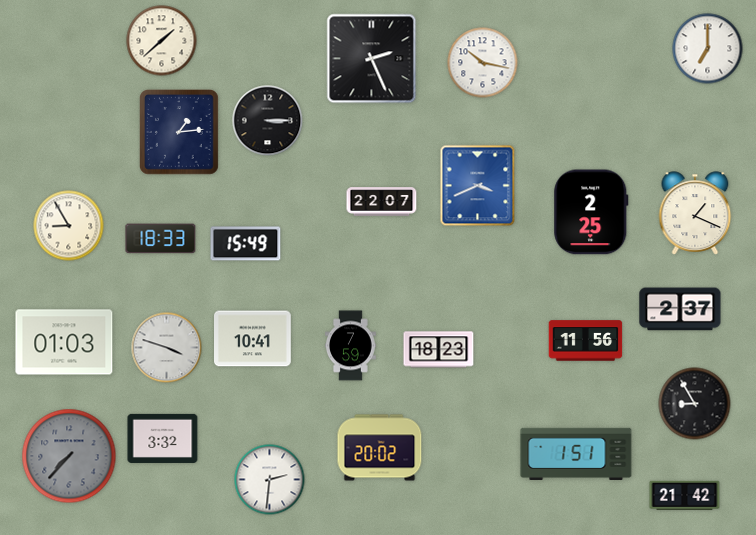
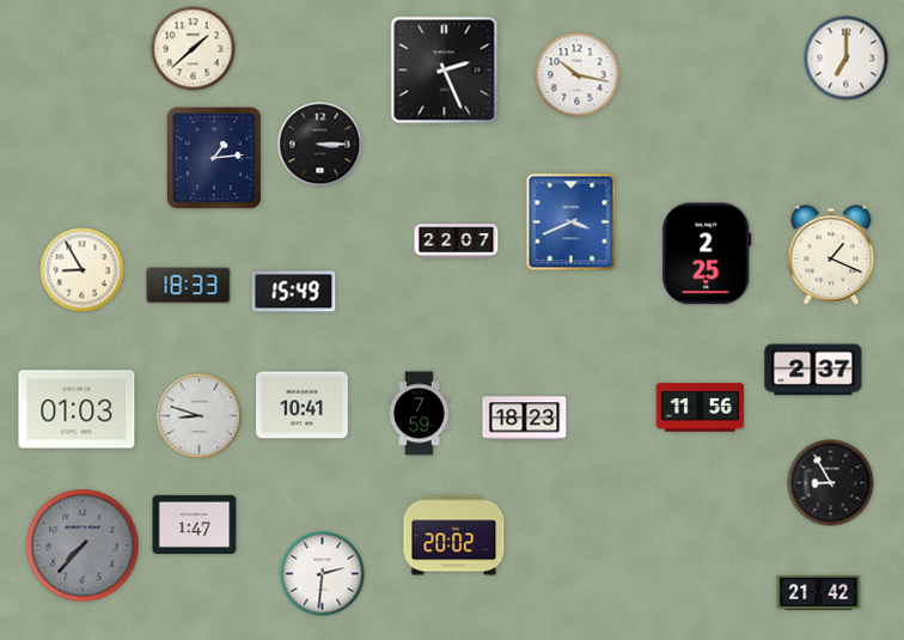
clock at (161, 239) position: (161, 239) -> (189, 286)
clock at (167, 348): 3:48 -> 8:48
clock at (163, 438): 3:32 -> 1:47
clock at (576, 454): 1:51 -> none
